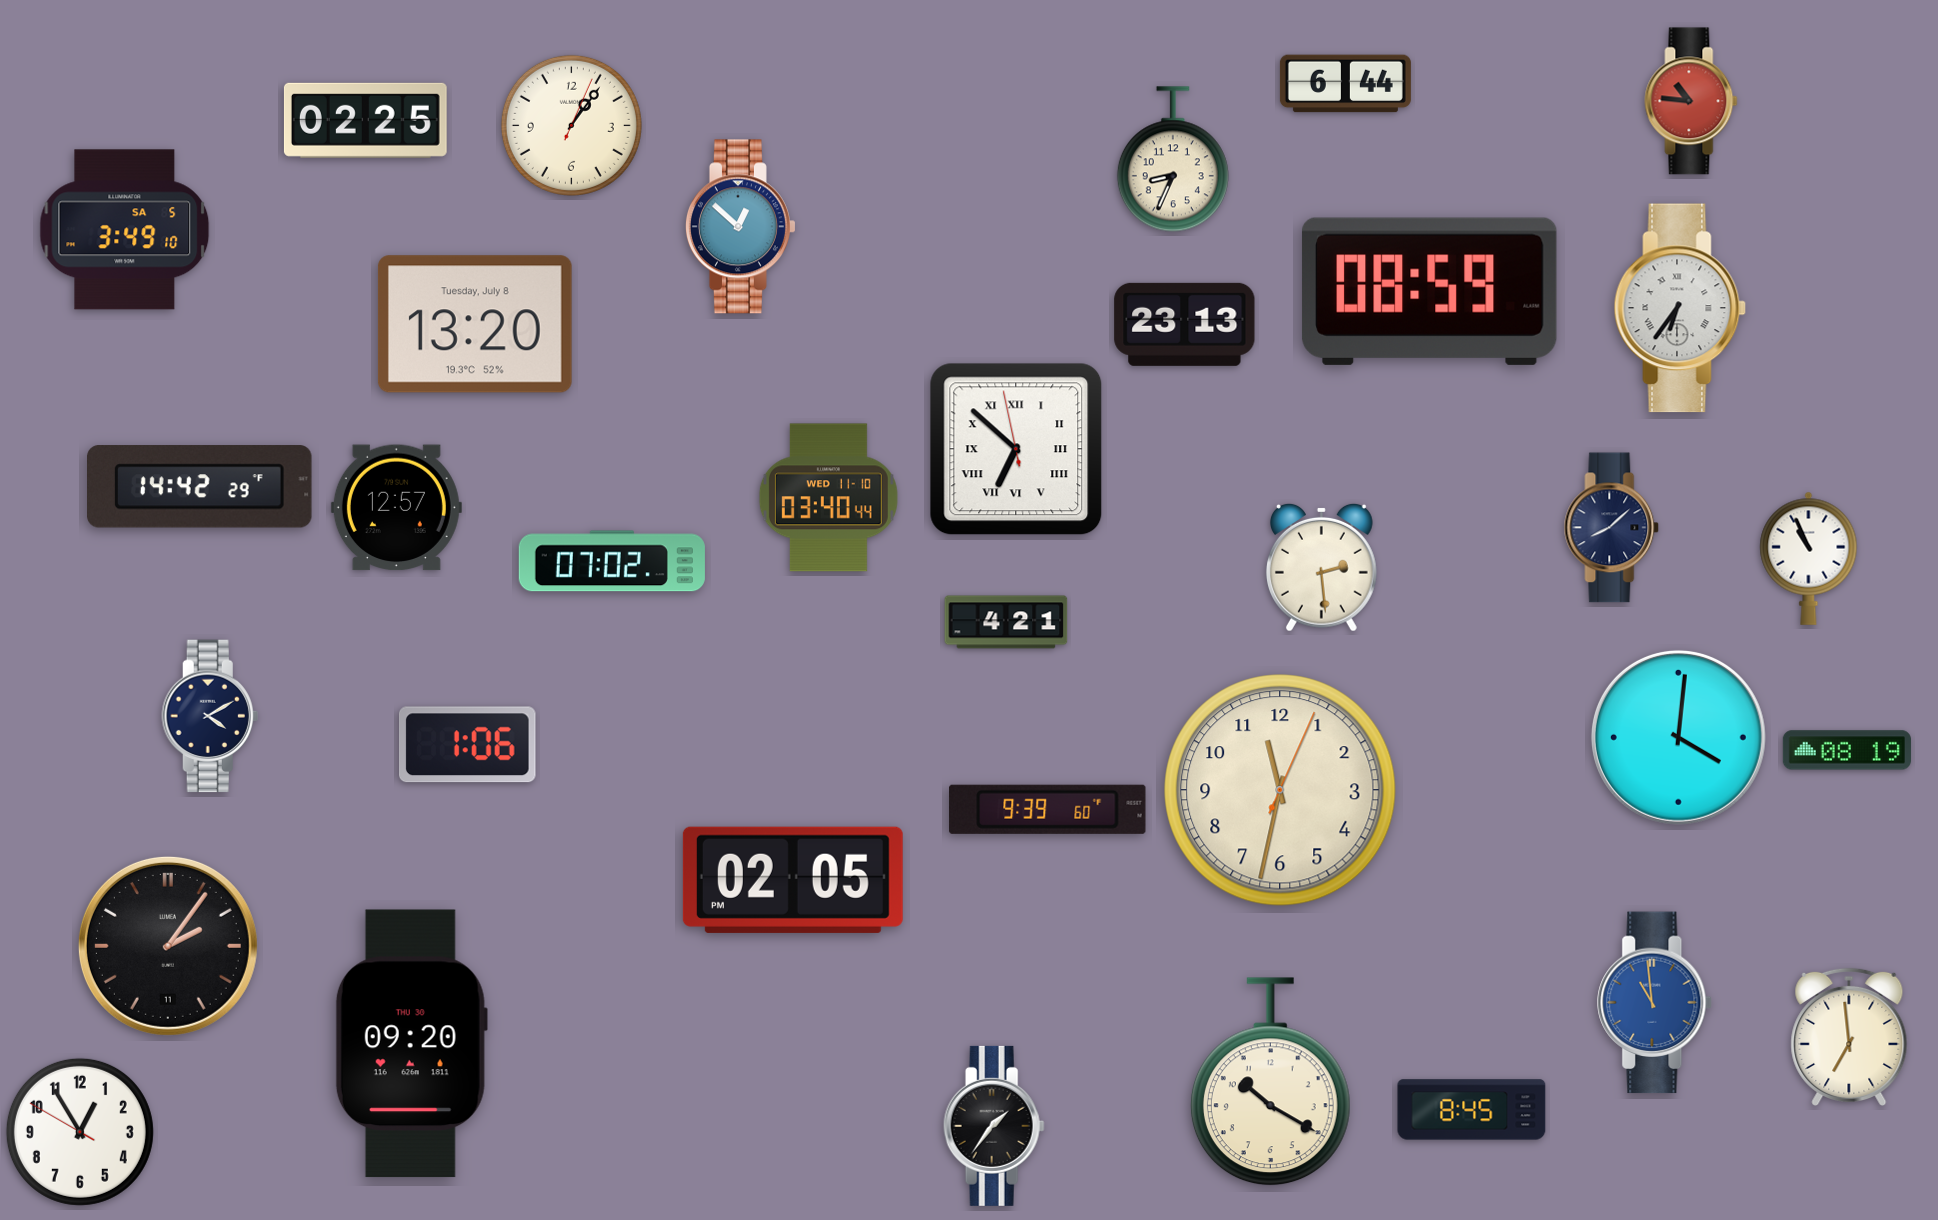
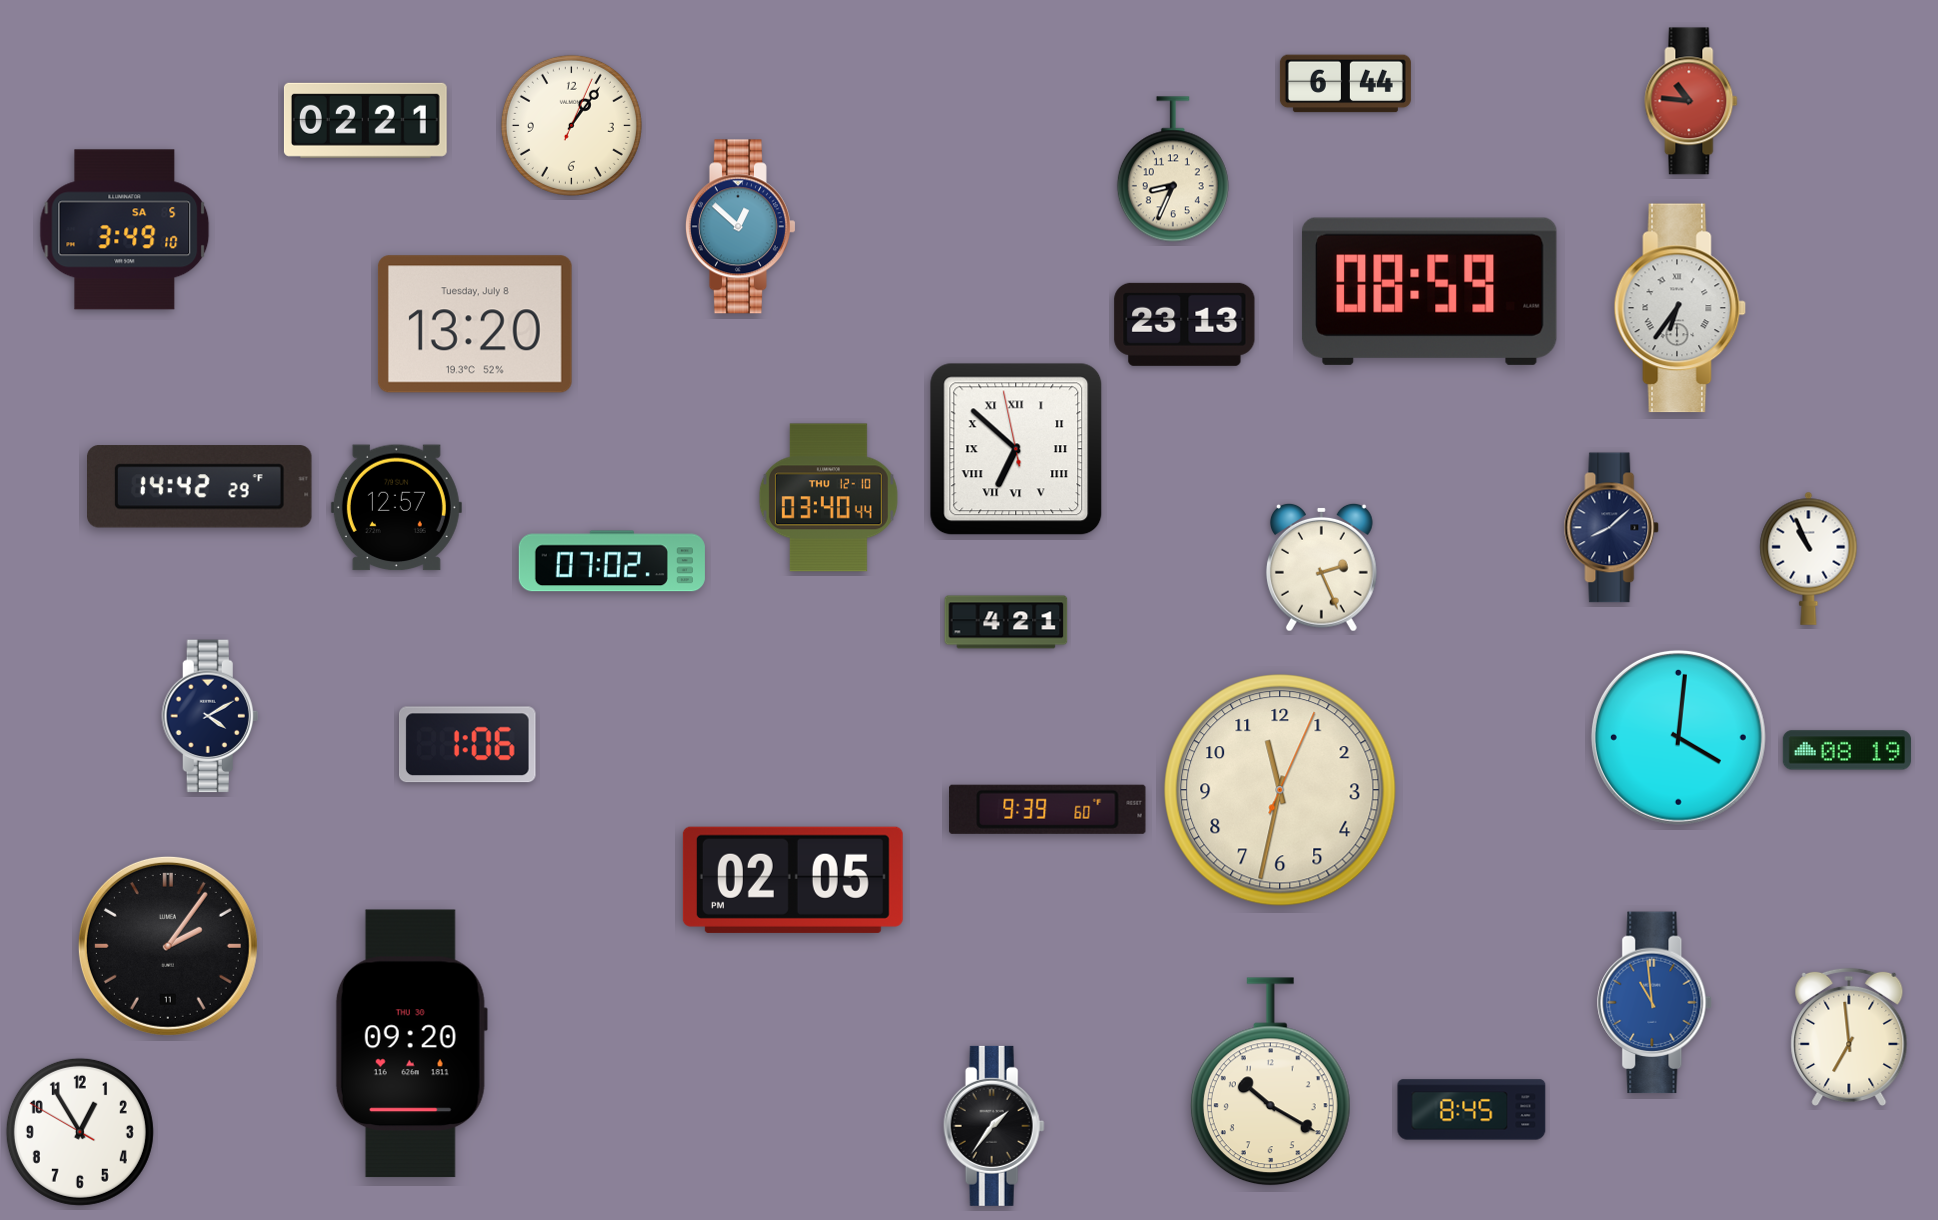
clock at (365, 120): 02:25 -> 02:21
clock at (1173, 159) position: (1173, 159) -> (1173, 169)
clock at (828, 498) date: WED 11-10 -> THU 12-10
clock at (1321, 567): 2:29 -> 2:26
